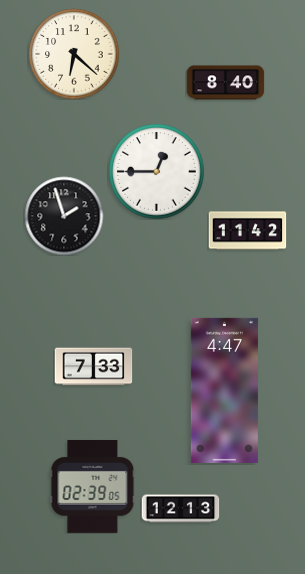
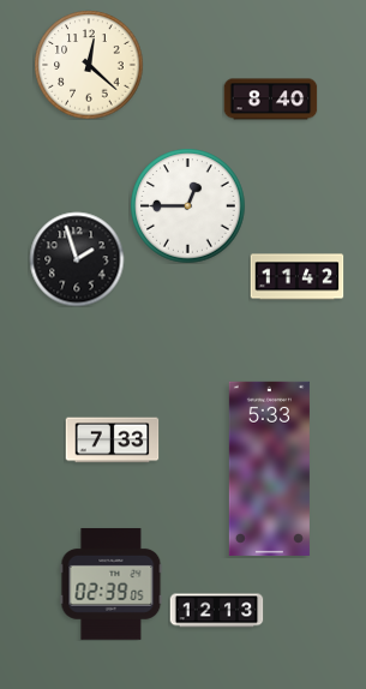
clock at (74, 54): 6:22 -> 12:22
clock at (224, 390): 4:47 -> 5:33
